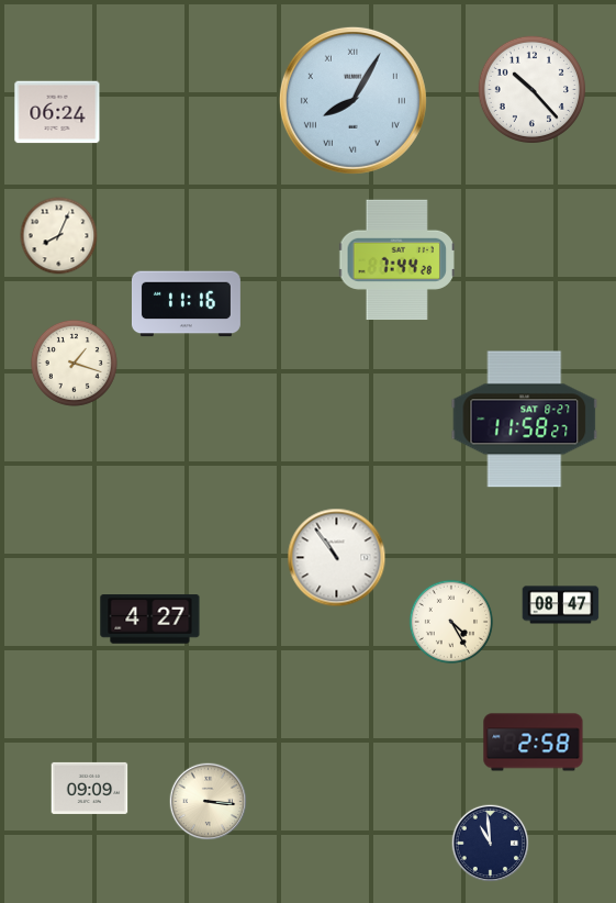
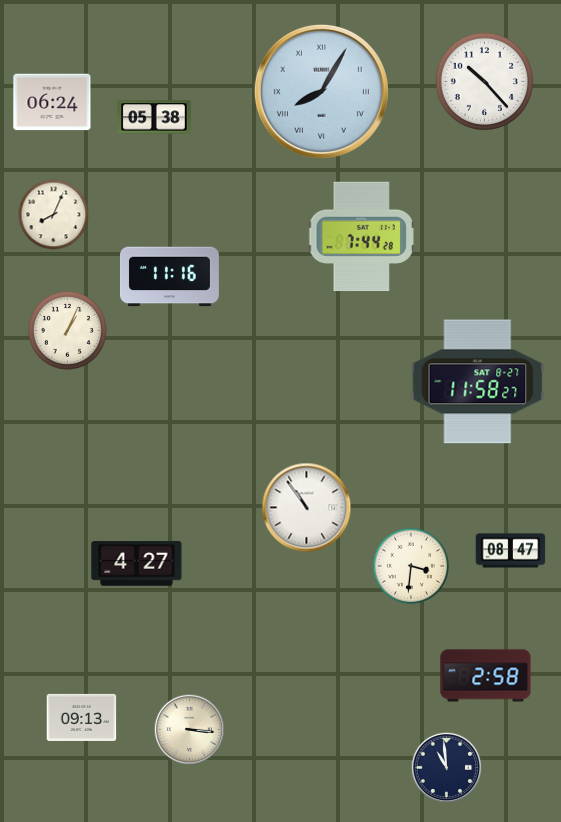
clock at (154, 117): none -> 05:38
clock at (74, 363): 1:18 -> 1:04
clock at (450, 621): 4:25 -> 3:31
clock at (90, 788): 09:09 -> 09:13
